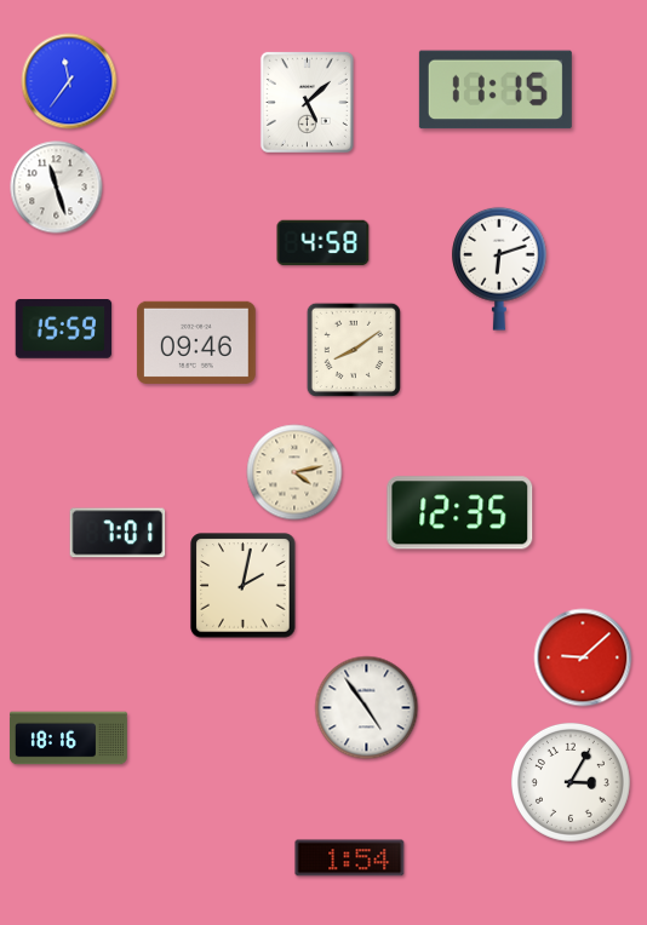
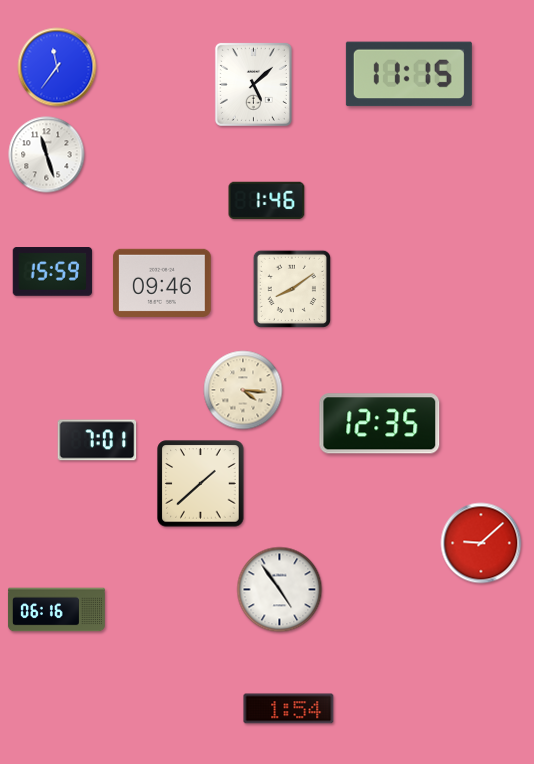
clock at (323, 243): 4:58 -> 1:46
clock at (499, 269): 6:12 -> none
clock at (294, 472): 4:13 -> 4:16
clock at (244, 586): 2:02 -> 1:38
clock at (367, 708) position: (367, 708) -> (280, 590)
clock at (68, 739): 18:16 -> 06:16
clock at (571, 782): 3:05 -> none
